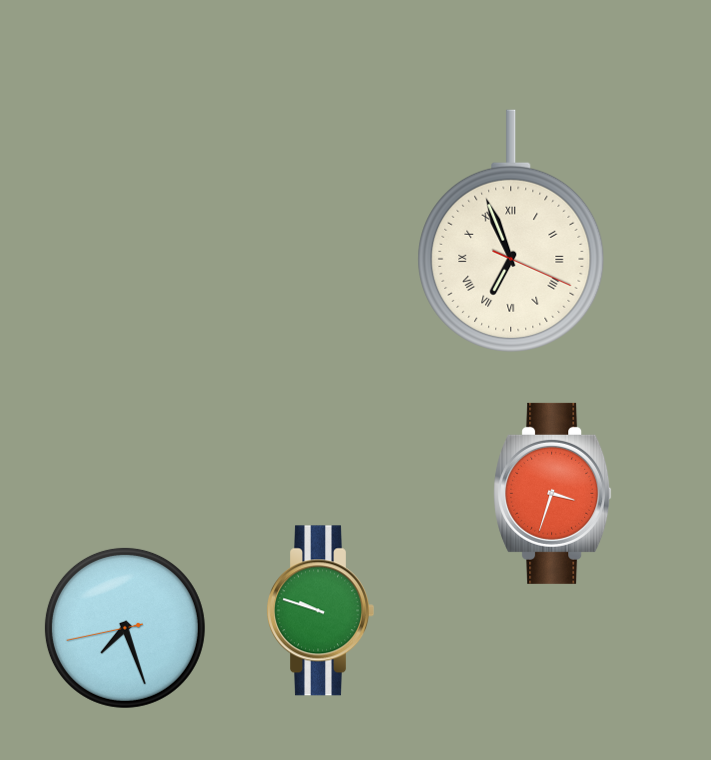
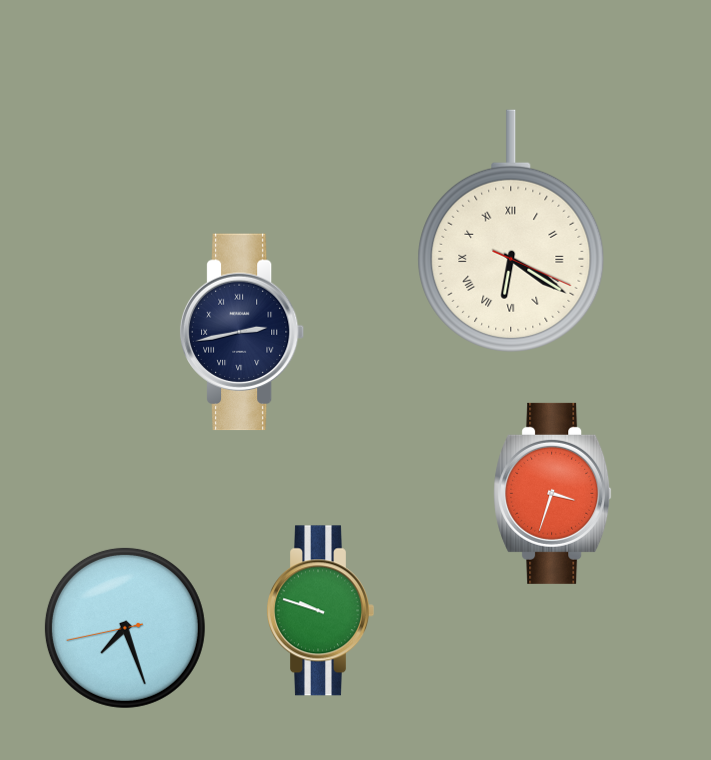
clock at (511, 231): 6:56 -> 6:20
clock at (242, 332): none -> 2:43
